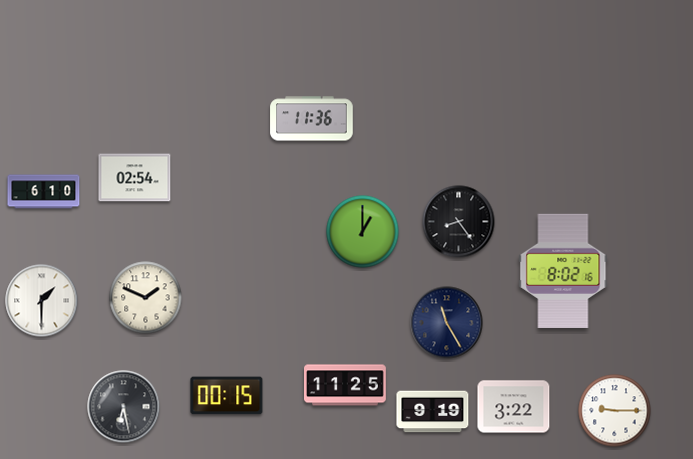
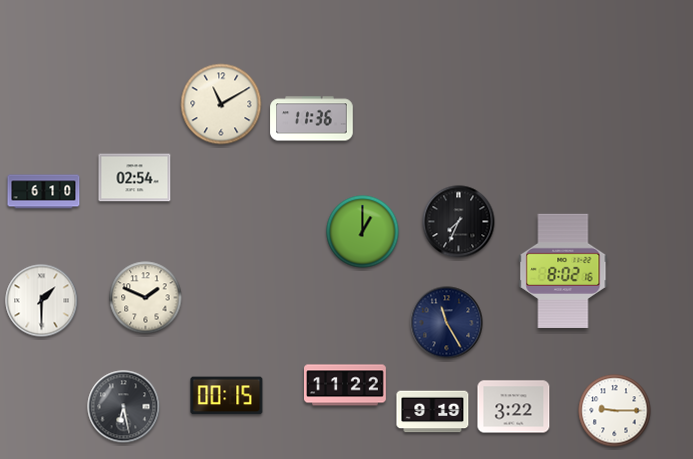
clock at (221, 104): none -> 11:10
clock at (459, 222): 8:24 -> 7:34
clock at (346, 385): 11:25 -> 11:22
